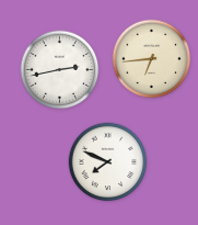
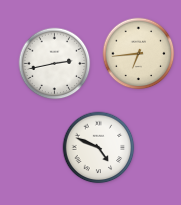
clock at (108, 162): 7:49 -> 4:49
